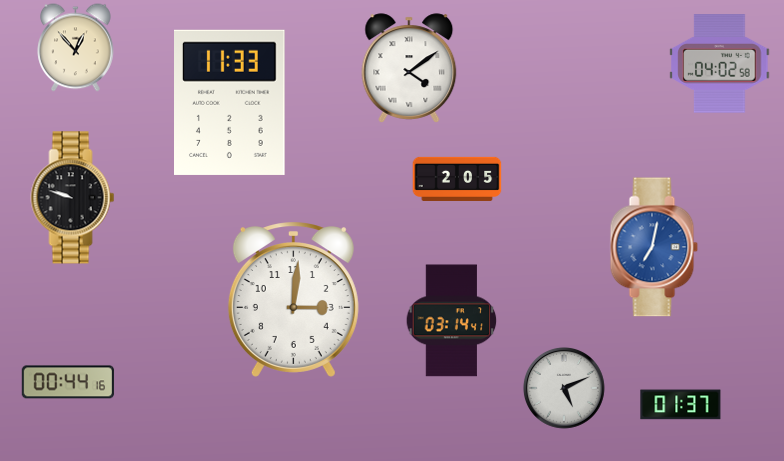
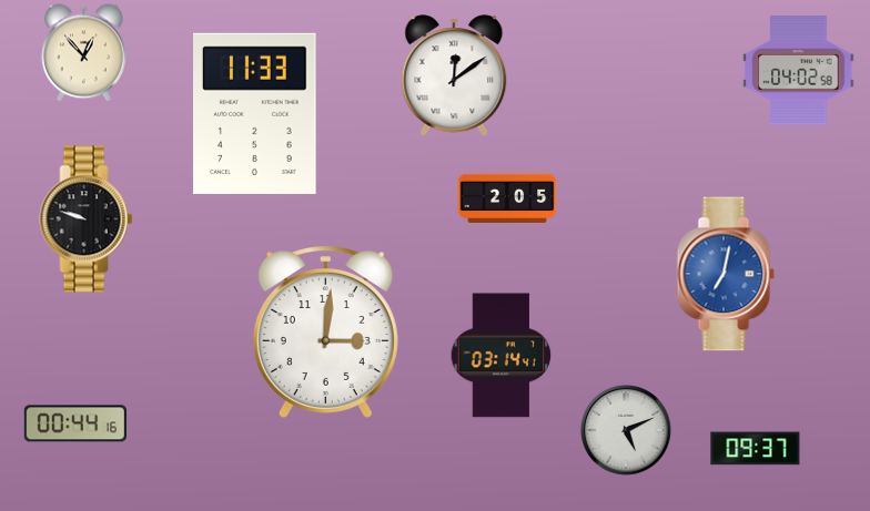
clock at (409, 68): 4:09 -> 12:09
clock at (73, 198) position: (73, 198) -> (87, 219)
clock at (681, 405): 01:37 -> 09:37
